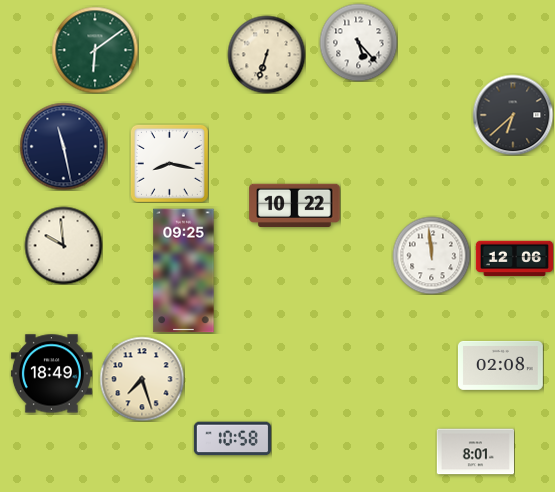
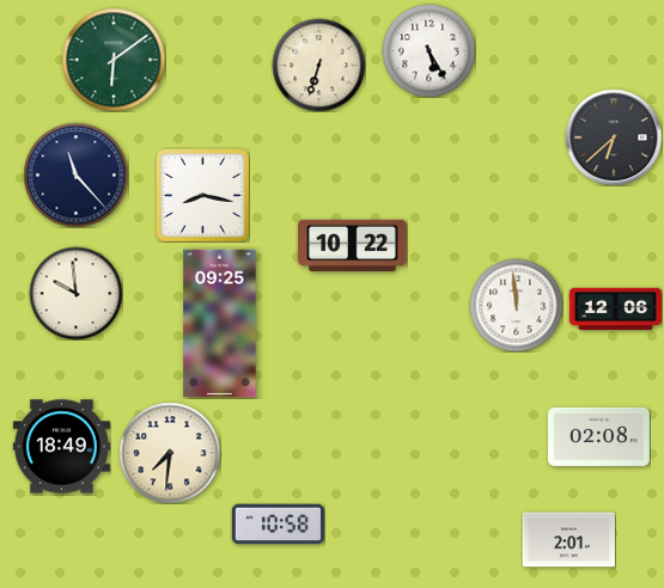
clock at (358, 42): 5:23 -> 5:25
clock at (63, 146): 11:28 -> 11:23
clock at (142, 379): 7:27 -> 7:31
clock at (475, 452): 8:01 -> 2:01
